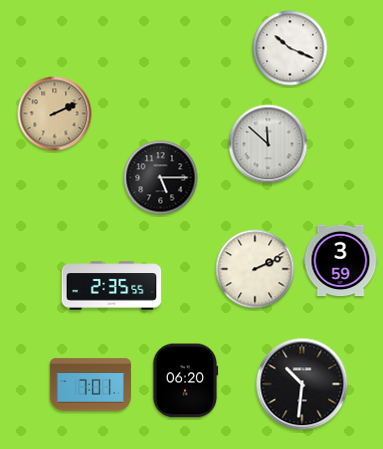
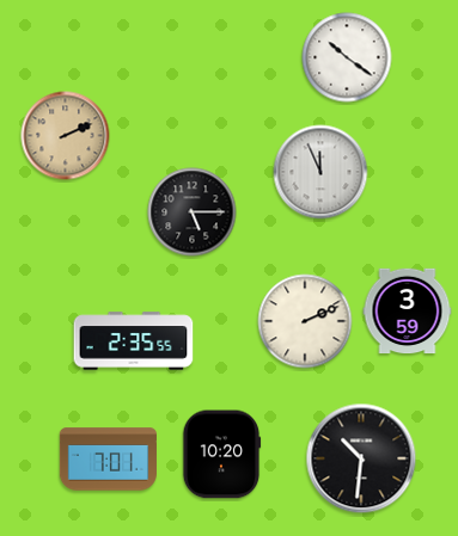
clock at (290, 48): 10:19 -> 10:21
clock at (268, 144): 11:52 -> 11:56
clock at (185, 381): 06:20 -> 10:20
